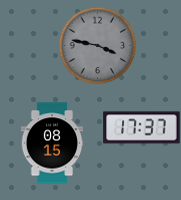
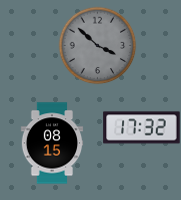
clock at (97, 45): 3:47 -> 3:52
clock at (142, 128): 17:37 -> 17:32
